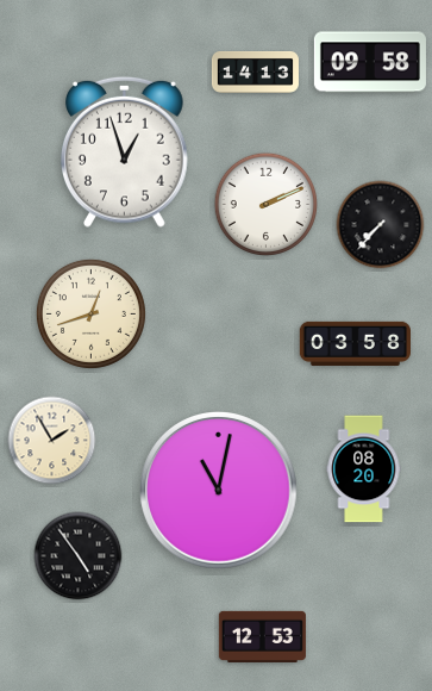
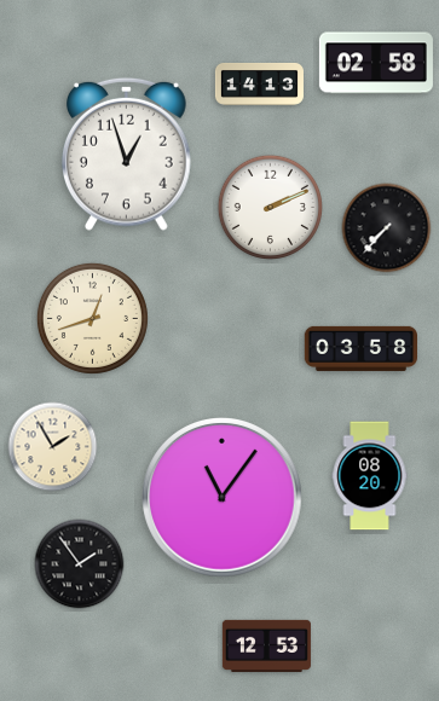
clock at (370, 62): 09:58 -> 02:58
clock at (255, 73) position: (255, 73) -> (259, 85)
clock at (219, 491): 11:02 -> 11:06
clock at (79, 556): 4:54 -> 1:54
